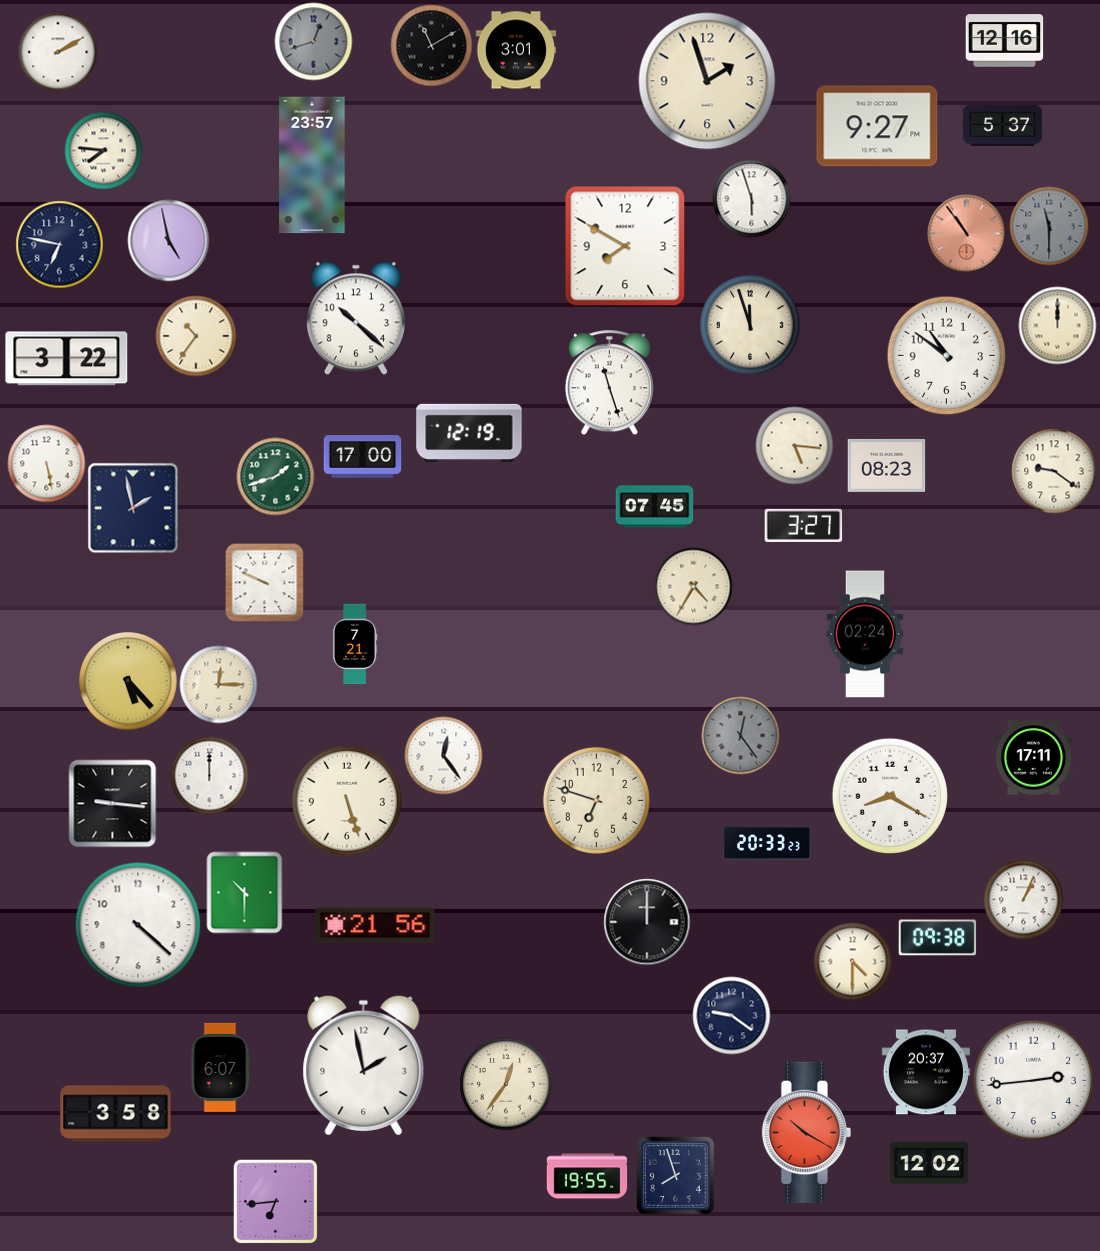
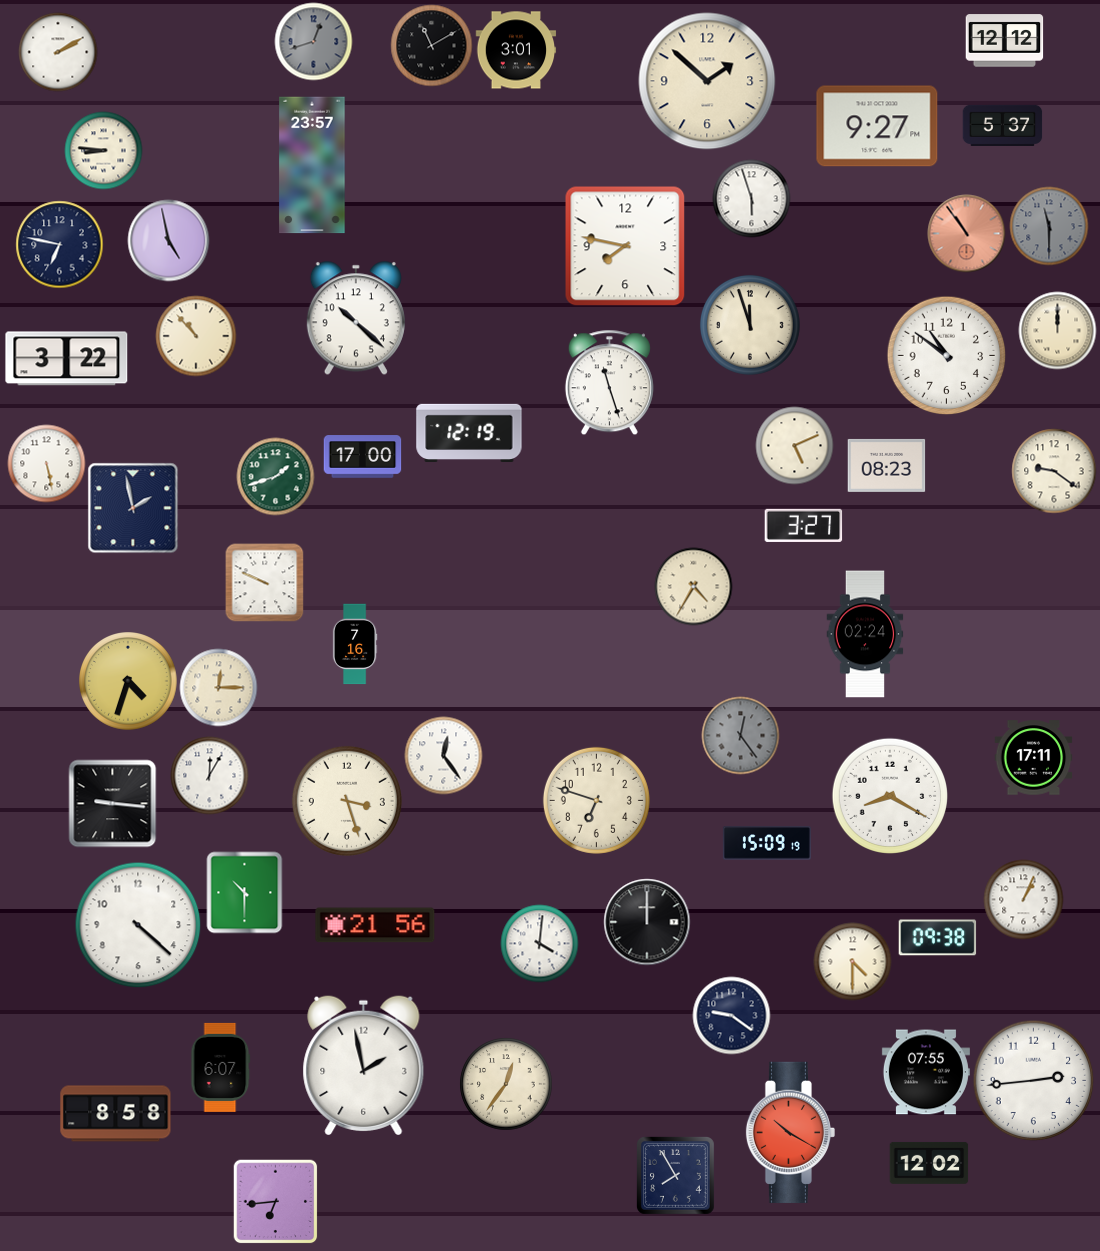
clock at (1004, 41): 12:16 -> 12:12
clock at (707, 81): 1:57 -> 1:52
clock at (103, 150): 7:46 -> 8:46
clock at (625, 246): 7:50 -> 7:47
clock at (1057, 325) position: (1057, 325) -> (1057, 330)
clock at (196, 336): 10:36 -> 10:53
clock at (794, 445): 5:16 -> 5:11
clock at (654, 507): 07:45 -> none
clock at (355, 644): 7:21 -> 7:16
clock at (129, 682): 5:23 -> 4:33
clock at (218, 684) position: (218, 684) -> (218, 687)
clock at (209, 775): 12:00 -> 12:05
clock at (347, 801): 5:27 -> 3:27
clock at (767, 843): 20:33 -> 15:09
clock at (539, 943): none -> 4:01
clock at (926, 1072): 20:37 -> 07:55
clock at (116, 1114): 3:58 -> 8:58
clock at (806, 1132) position: (806, 1132) -> (790, 1132)
clock at (675, 1175): 7:57 -> 7:55
clock at (587, 1176): 19:55 -> none
